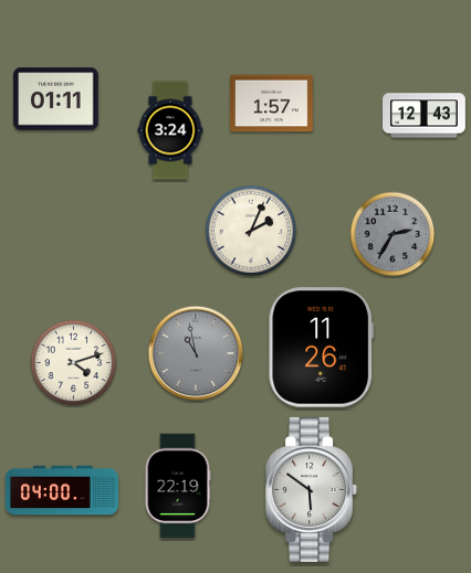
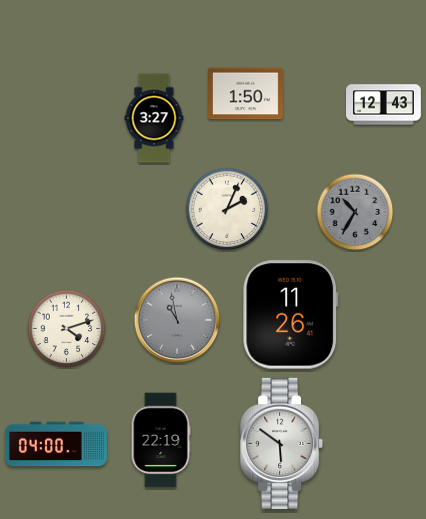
clock at (56, 99): 01:11 -> none
clock at (272, 104): 1:57 -> 1:50
clock at (170, 130): 3:24 -> 3:27
clock at (393, 234): 2:35 -> 10:35
